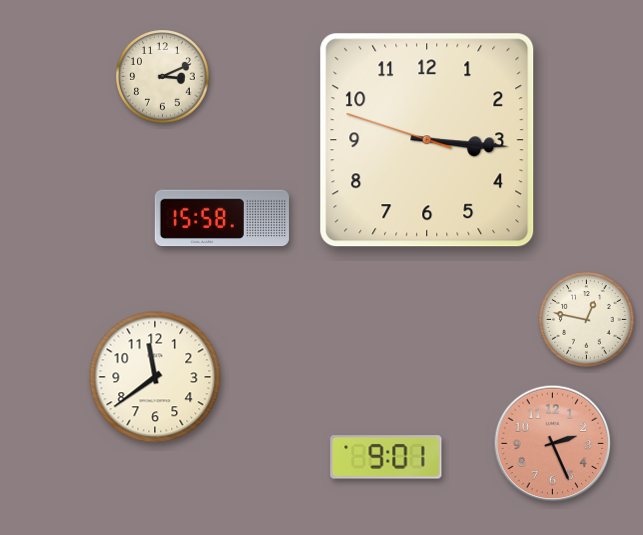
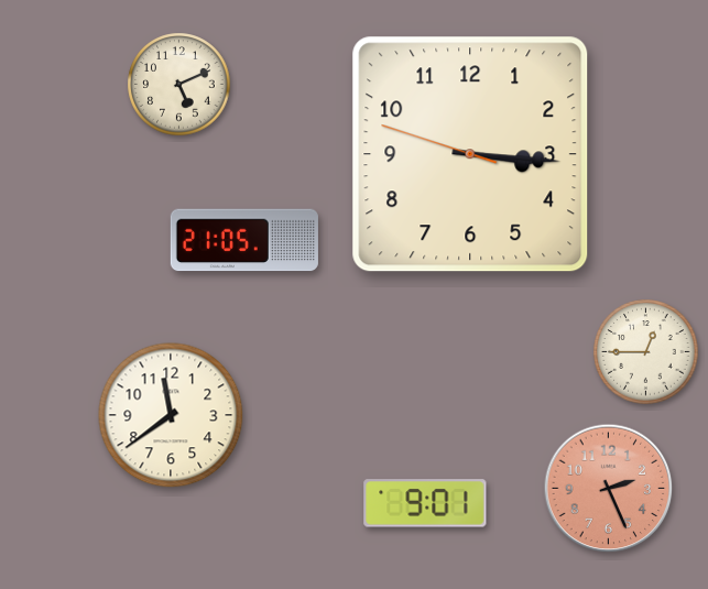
clock at (163, 77): 3:11 -> 5:11
clock at (222, 218): 15:58 -> 21:05
clock at (587, 320): 12:47 -> 12:45
